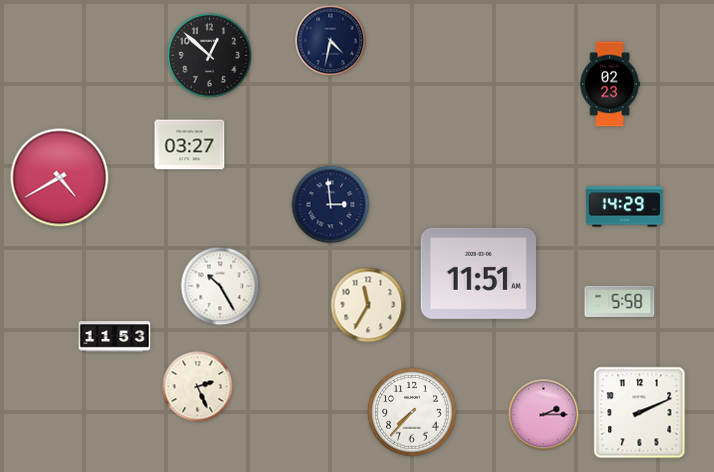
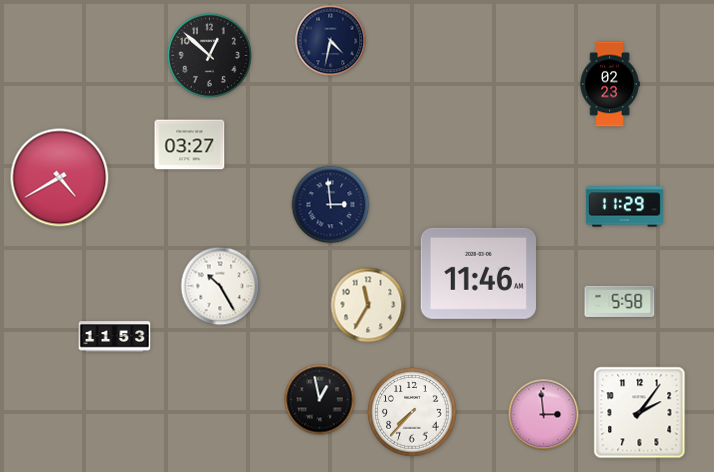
clock at (625, 207): 14:29 -> 11:29
clock at (478, 273): 11:51 -> 11:46
clock at (198, 387): 2:26 -> none
clock at (320, 400): none -> 12:58
clock at (640, 413): 2:11 -> 2:06
clock at (544, 415): 2:15 -> 2:59
